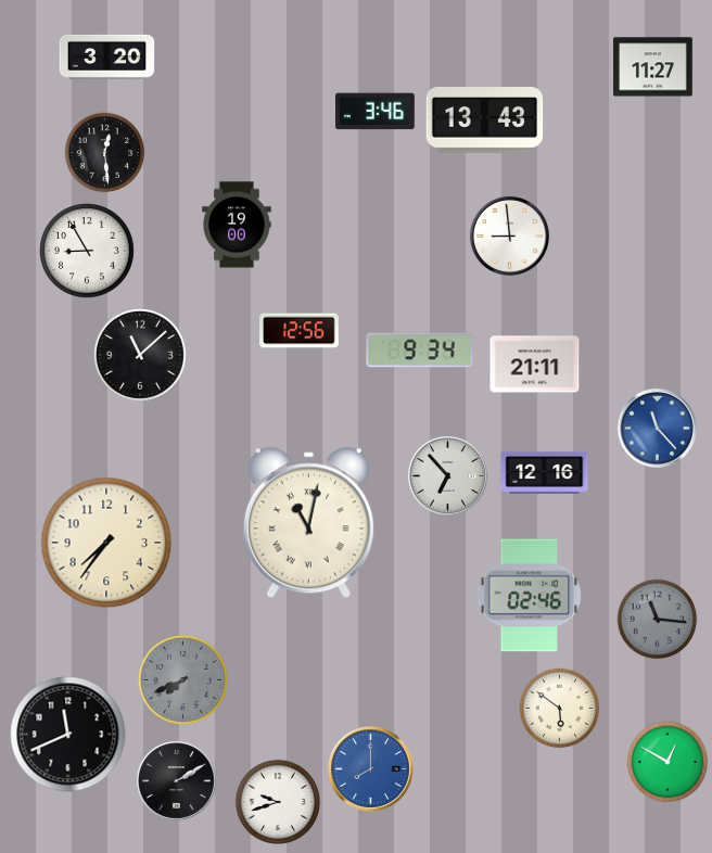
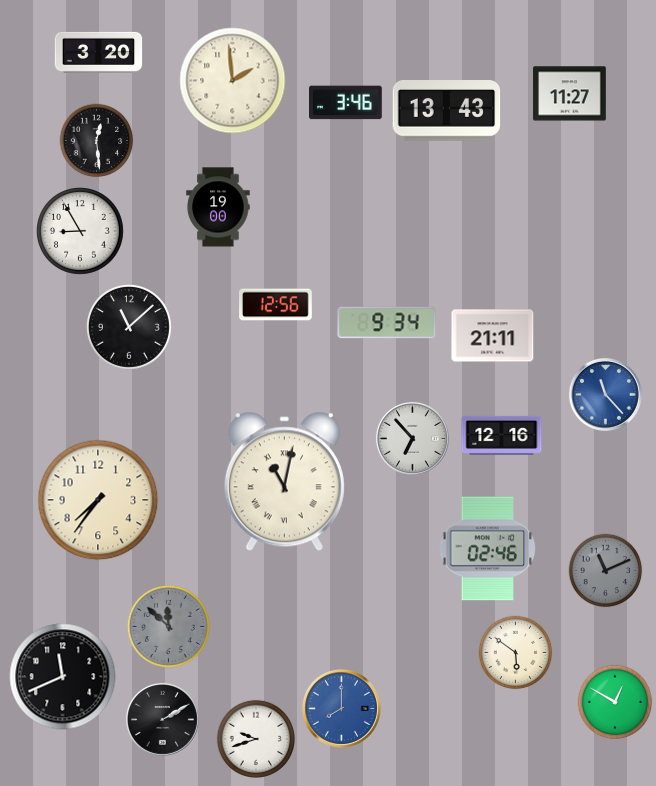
clock at (653, 67) position: (653, 67) -> (570, 94)
clock at (233, 81): none -> 1:59
clock at (509, 235): 8:59 -> none
clock at (658, 620): 11:16 -> 11:11
clock at (182, 679): 7:41 -> 11:52
